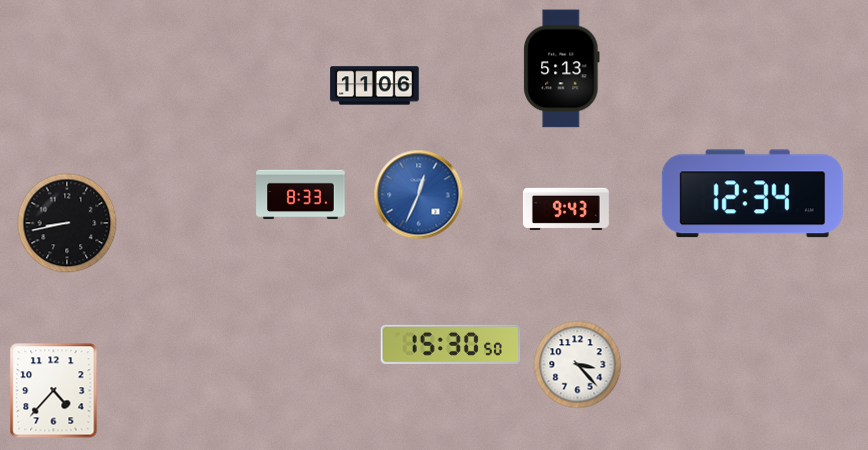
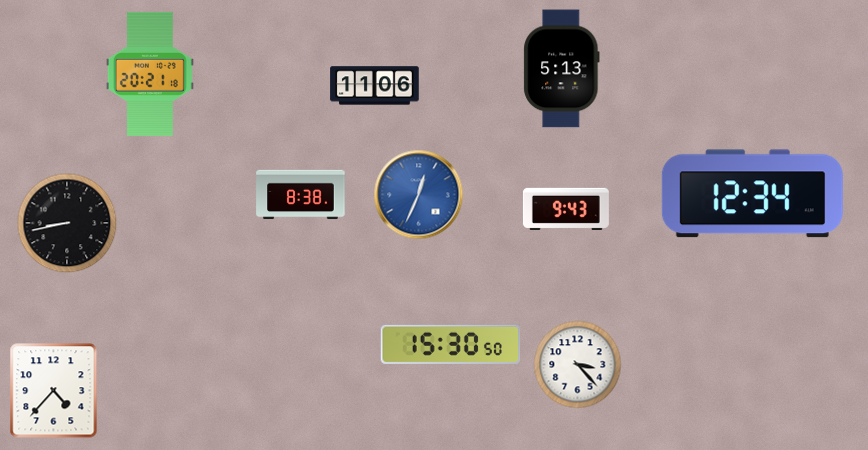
clock at (150, 74): none -> 20:21
clock at (301, 195): 8:33 -> 8:38
